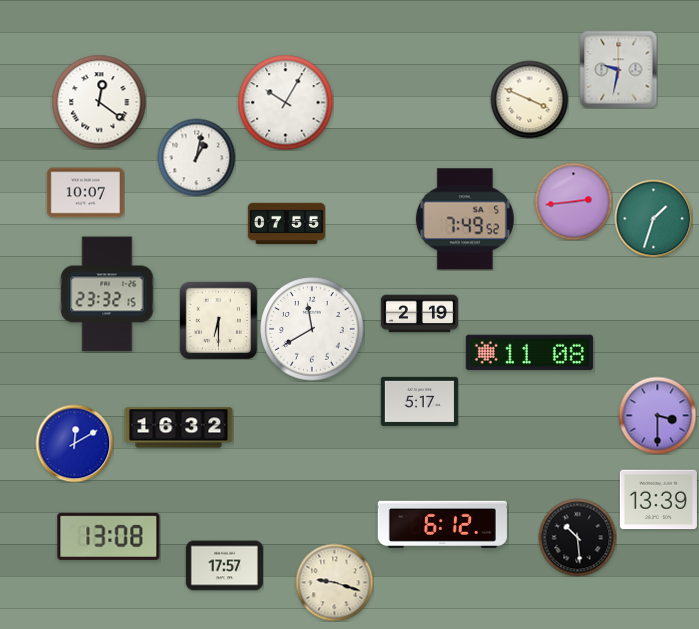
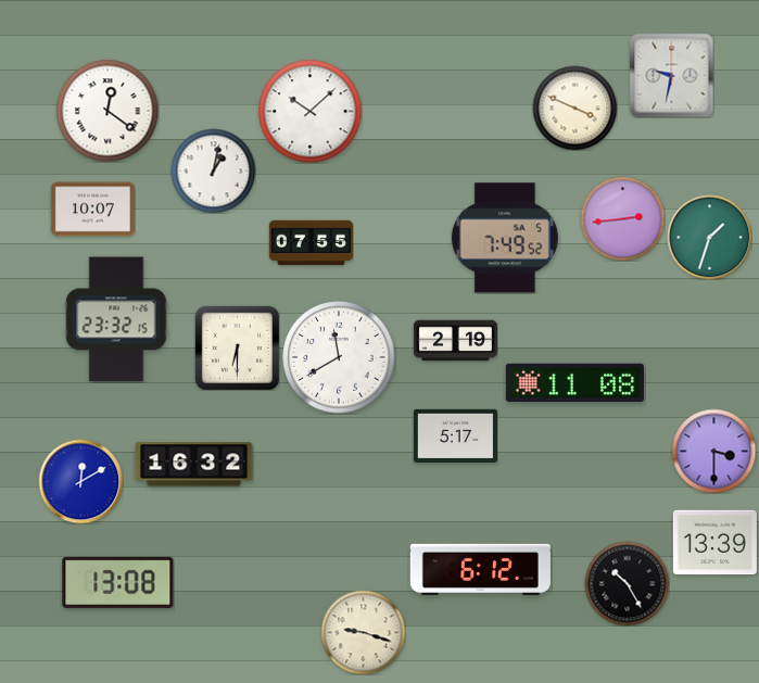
clock at (285, 102): 10:05 -> 10:08
clock at (577, 537): 10:29 -> 10:25
clock at (224, 566): 17:57 -> none
